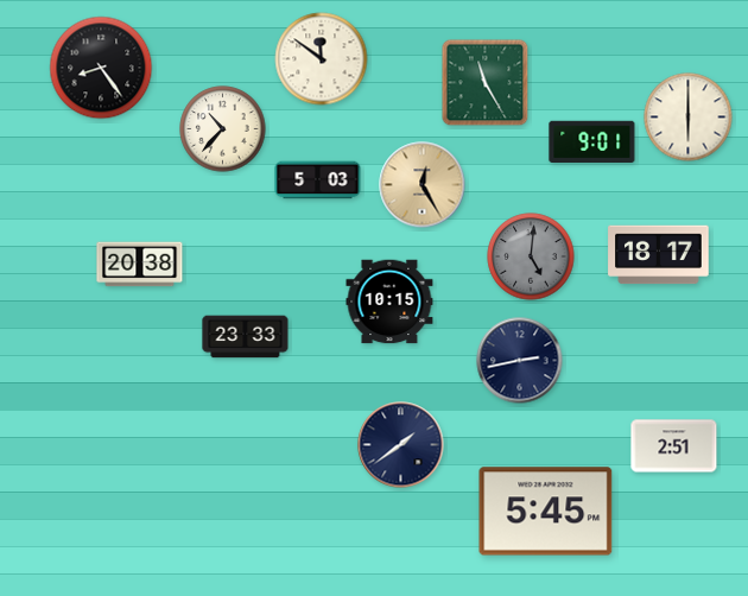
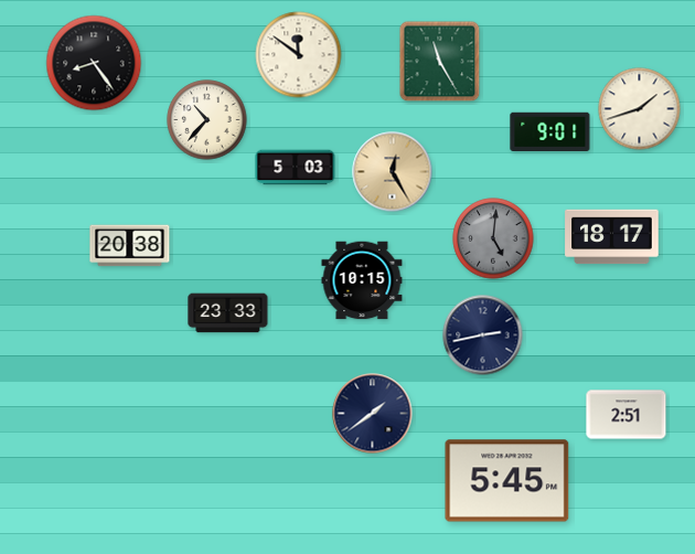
clock at (486, 83) position: (486, 83) -> (440, 62)
clock at (689, 118): 6:00 -> 1:42
clock at (546, 512) position: (546, 512) -> (507, 481)
